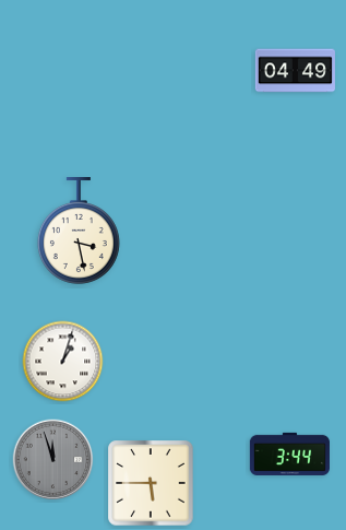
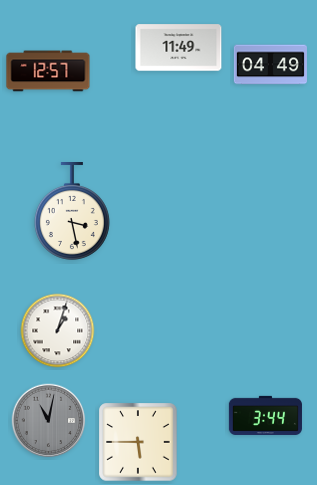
clock at (179, 48): none -> 11:49
clock at (48, 71): none -> 12:57
clock at (53, 460): 11:57 -> 11:02
